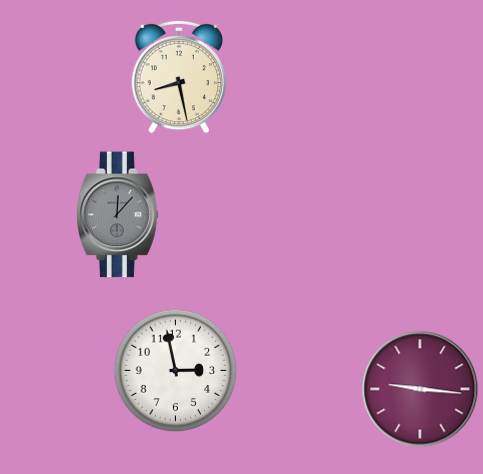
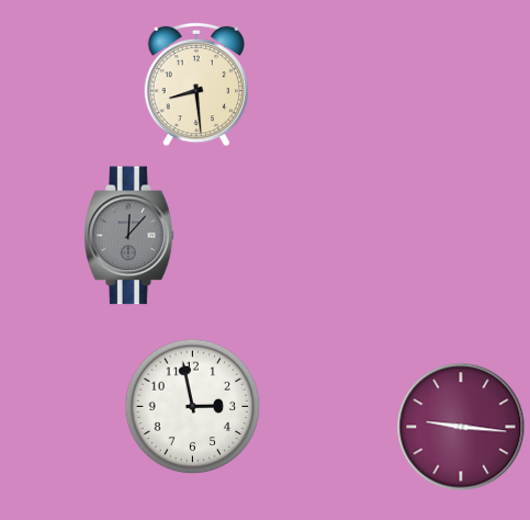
clock at (179, 77): 8:28 -> 8:29
